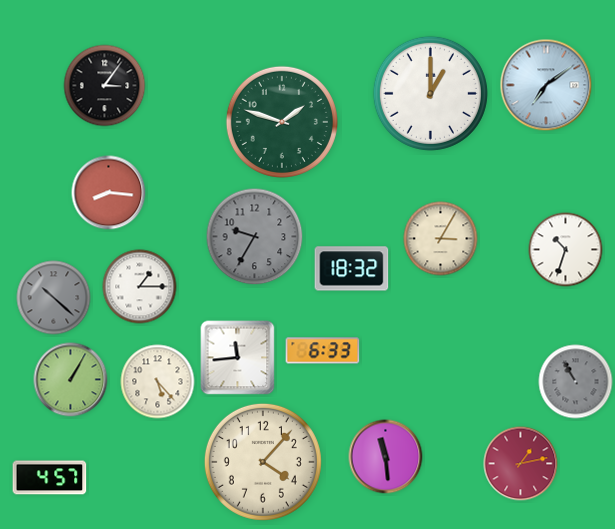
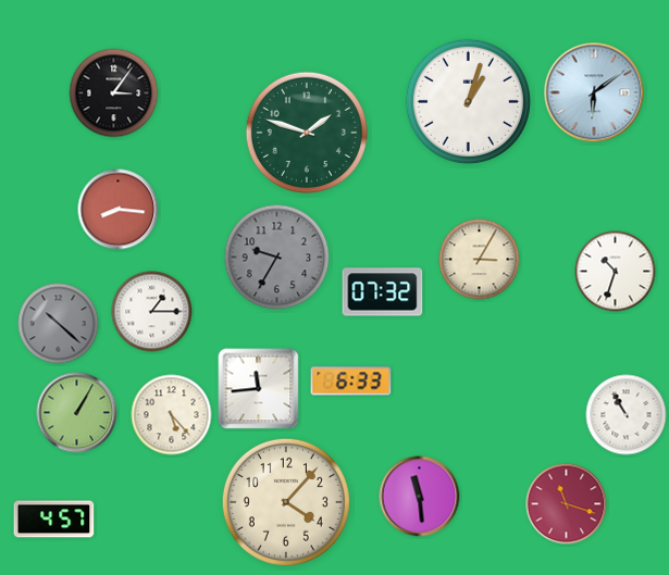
clock at (546, 85): 7:09 -> 6:09
clock at (430, 93): 1:00 -> 1:03
clock at (352, 269): 18:32 -> 07:32
clock at (576, 382) dial: grey -> white
clock at (521, 464): 1:13 -> 11:18
